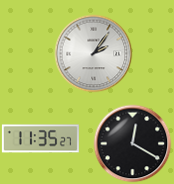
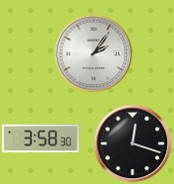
clock at (40, 139): 11:35 -> 3:58
clock at (132, 143): 12:20 -> 12:18
